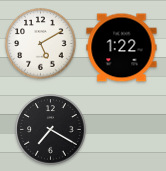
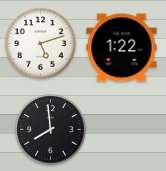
clock at (41, 44): 5:10 -> 5:12
clock at (51, 130): 7:20 -> 7:59
